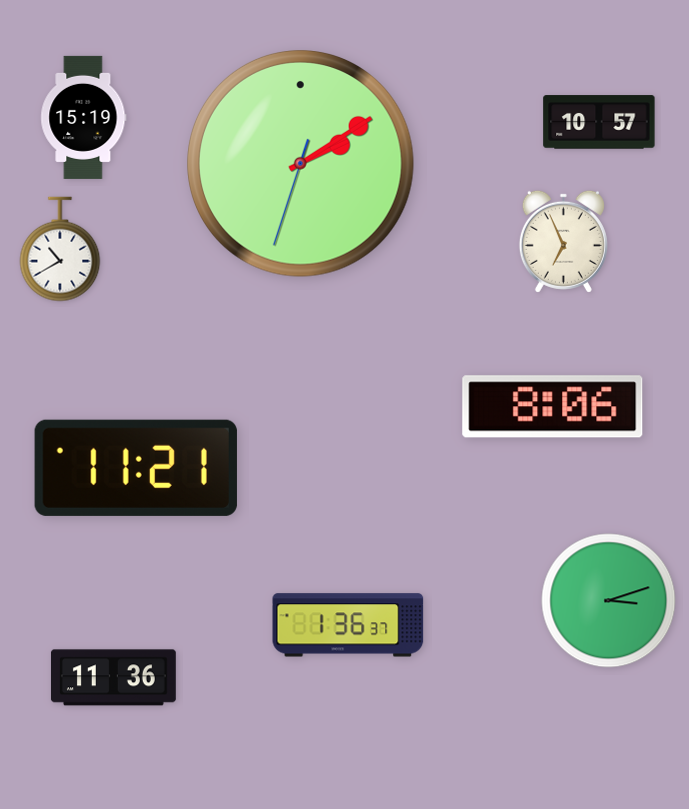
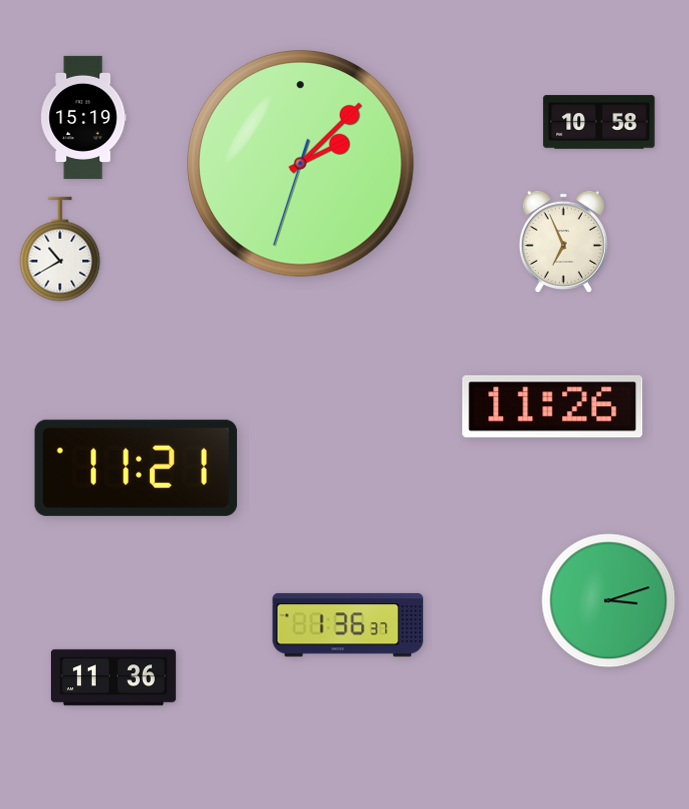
clock at (599, 122): 10:57 -> 10:58
clock at (301, 164): 2:09 -> 2:07
clock at (553, 407): 8:06 -> 11:26
